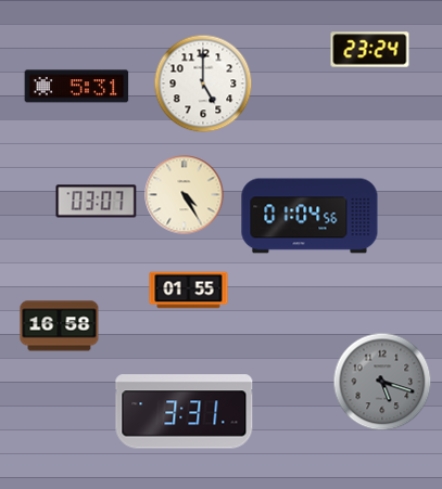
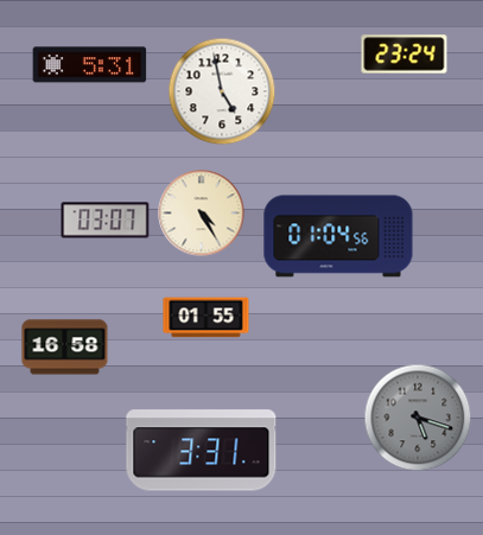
clock at (203, 83): 5:00 -> 4:58
clock at (77, 87) position: (77, 87) -> (90, 65)
clock at (60, 326) position: (60, 326) -> (65, 348)
